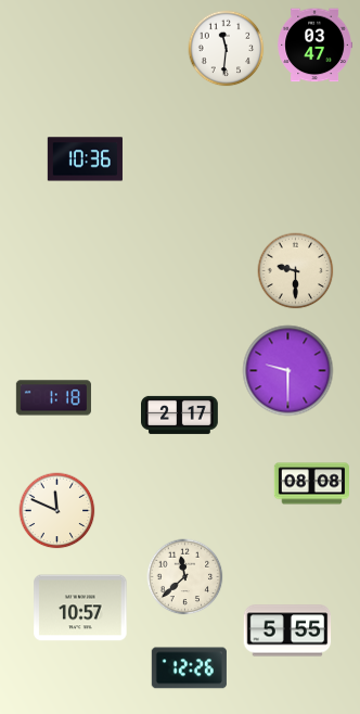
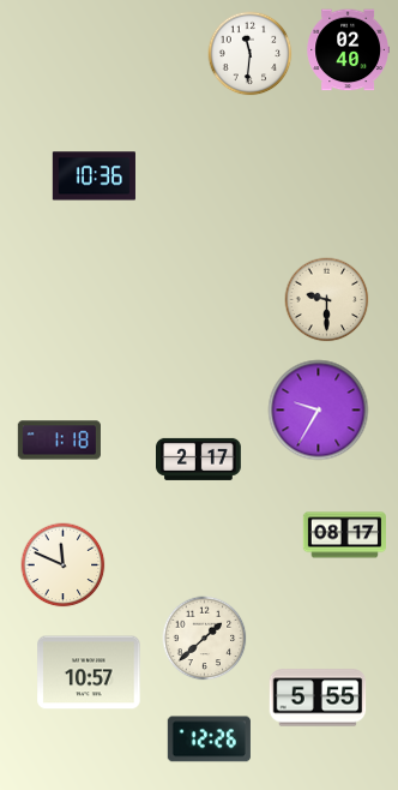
clock at (314, 46): 03:47 -> 02:40
clock at (288, 371): 9:30 -> 9:35
clock at (311, 484): 08:08 -> 08:17
clock at (185, 577): 11:38 -> 1:38
